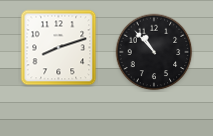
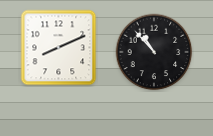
clock at (59, 48): 8:12 -> 8:11
